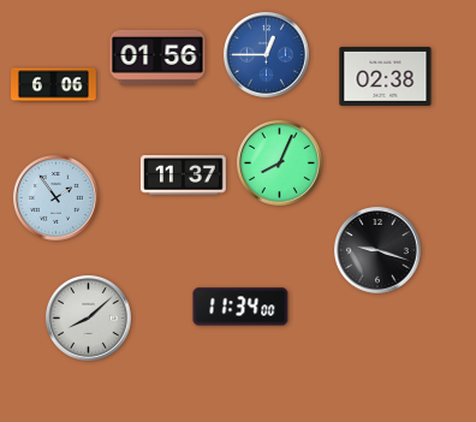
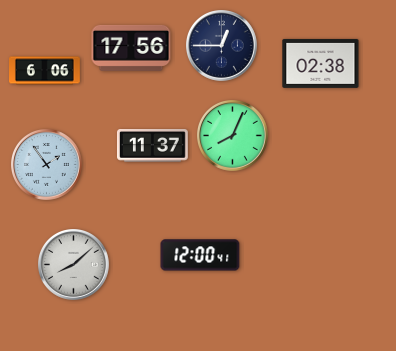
clock at (267, 55) dial: blue -> navy
clock at (157, 58): 01:56 -> 17:56
clock at (379, 251): 9:18 -> none
clock at (240, 307): 11:34 -> 12:00
